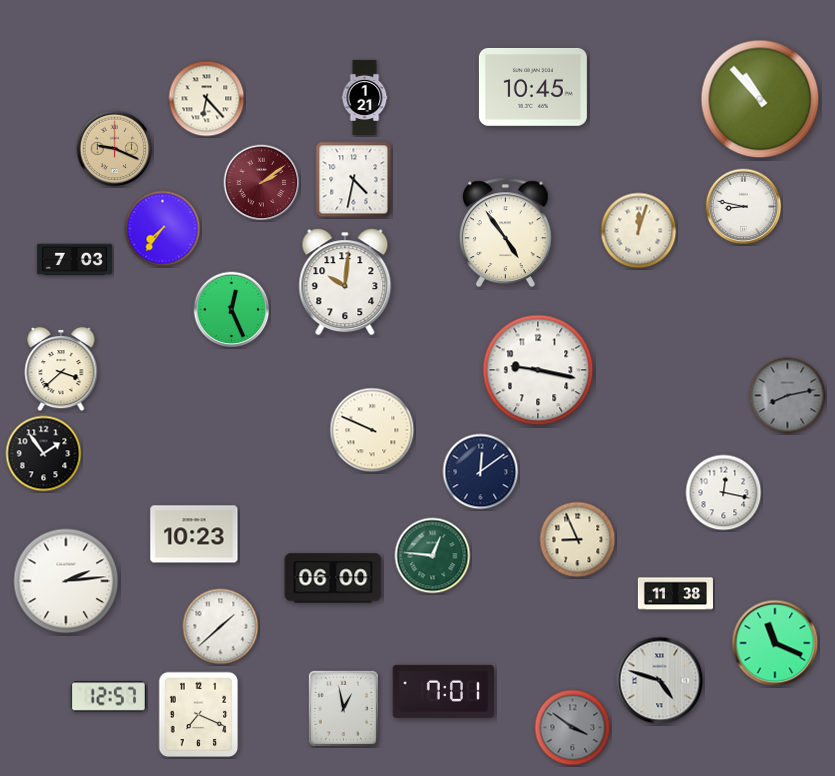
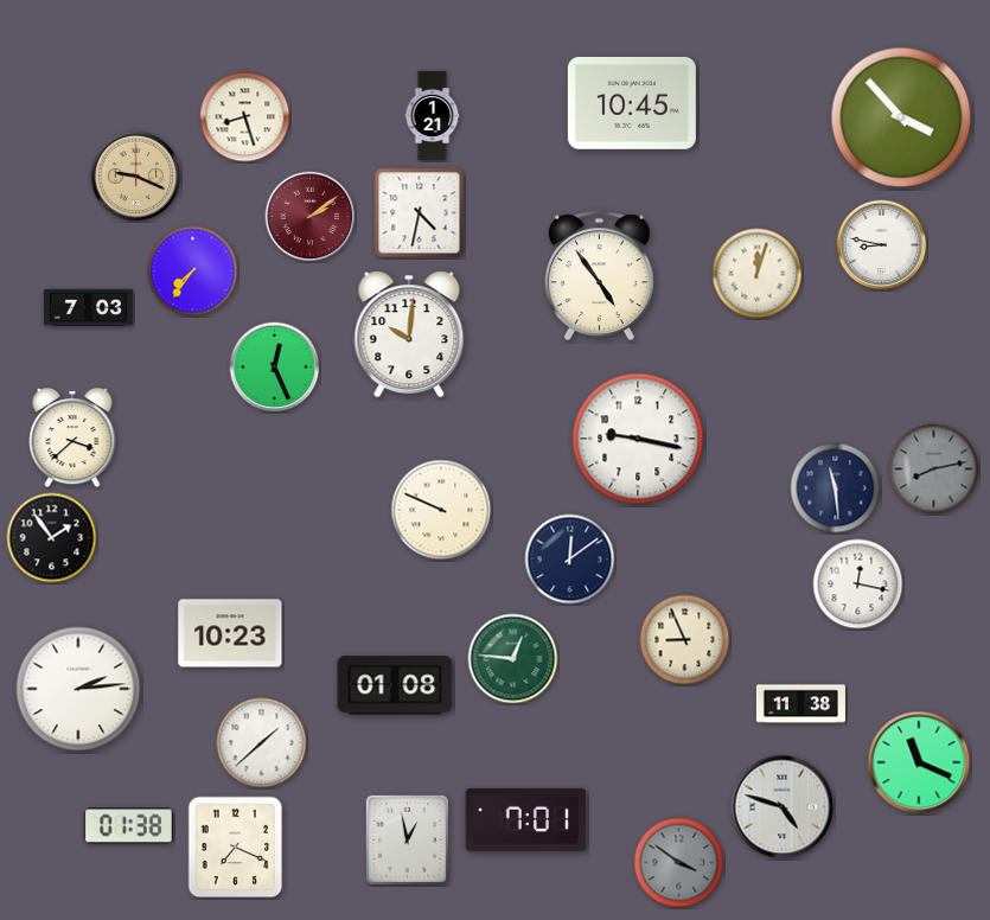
clock at (207, 99): 6:23 -> 8:27
clock at (760, 99): 10:53 -> 3:53
clock at (836, 488): none -> 11:29
clock at (333, 578): 06:00 -> 01:08
clock at (108, 697): 12:57 -> 01:38
